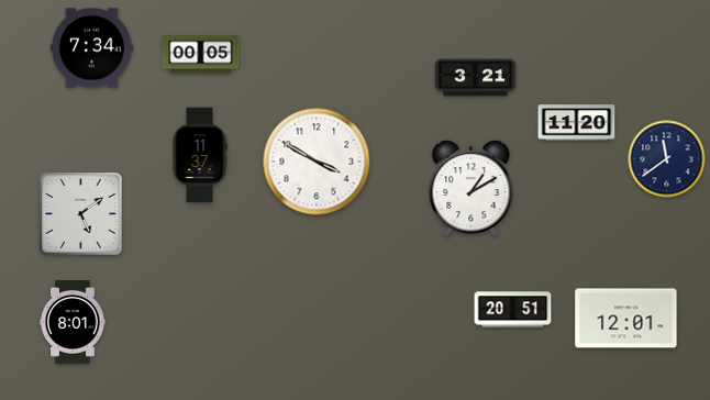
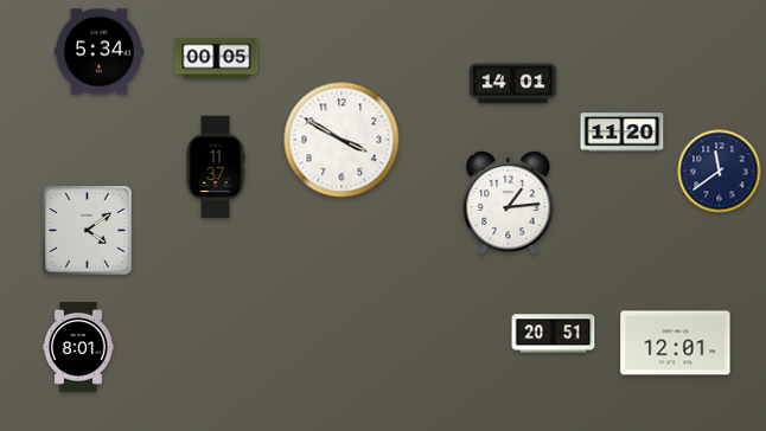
clock at (91, 48): 7:34 -> 5:34
clock at (476, 78): 3:21 -> 14:01
clock at (317, 162) position: (317, 162) -> (341, 140)
clock at (472, 187): 1:10 -> 1:14
clock at (81, 214): 5:09 -> 4:09
